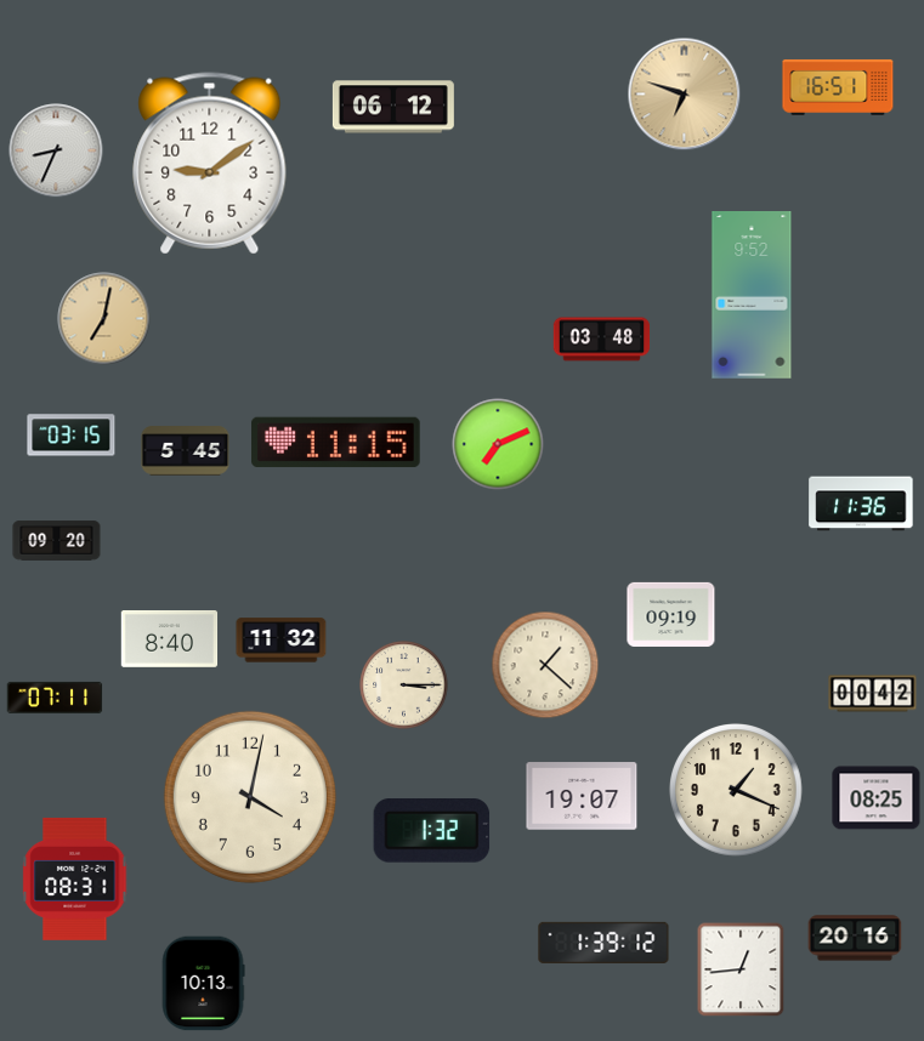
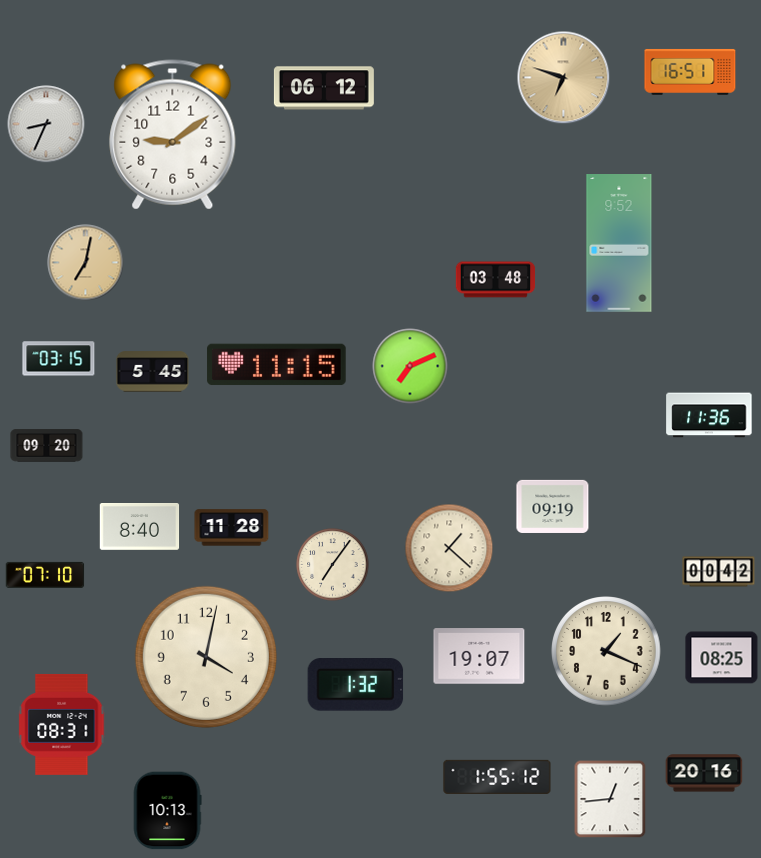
clock at (282, 641): 11:32 -> 11:28
clock at (404, 686): 3:15 -> 7:06
clock at (55, 698): 07:11 -> 07:10
clock at (603, 943): 1:39 -> 1:55
